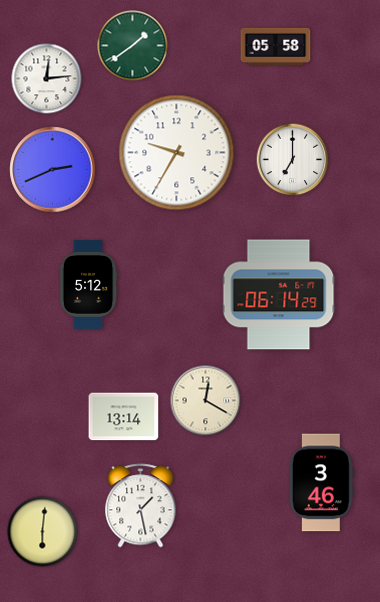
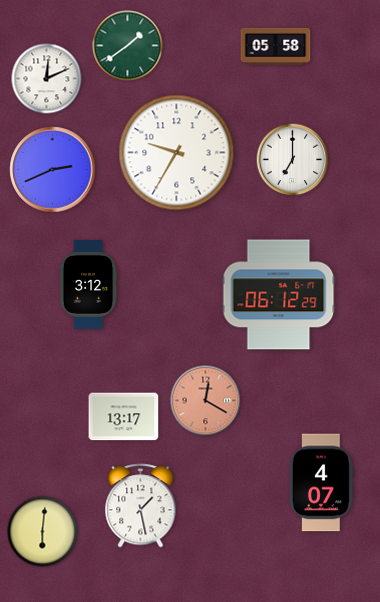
clock at (133, 46) position: (133, 46) -> (128, 46)
clock at (47, 79): 12:14 -> 12:11
clock at (88, 285): 5:12 -> 3:12
clock at (279, 295): 06:14 -> 06:12
clock at (206, 401) dial: cream -> salmon
clock at (124, 417): 13:14 -> 13:17
clock at (321, 483): 3:46 -> 4:07
